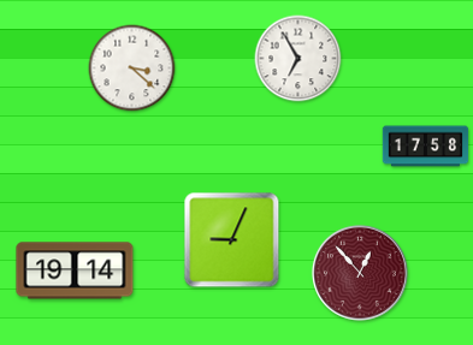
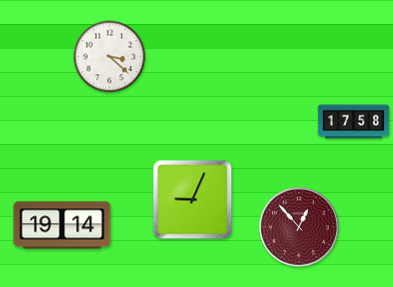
clock at (298, 59): 6:55 -> none
